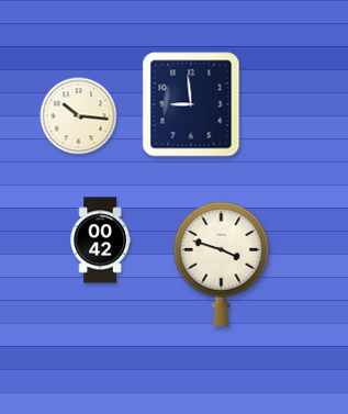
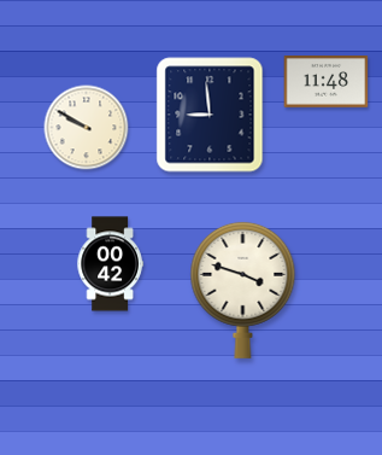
clock at (327, 82): none -> 11:48
clock at (79, 116): 10:16 -> 9:50
